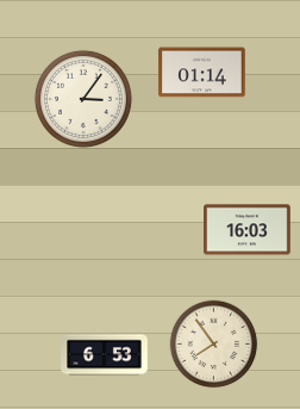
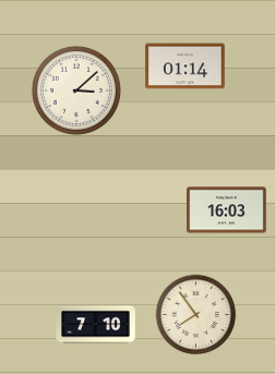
clock at (83, 99): 3:06 -> 3:08
clock at (105, 355): 6:53 -> 7:10
